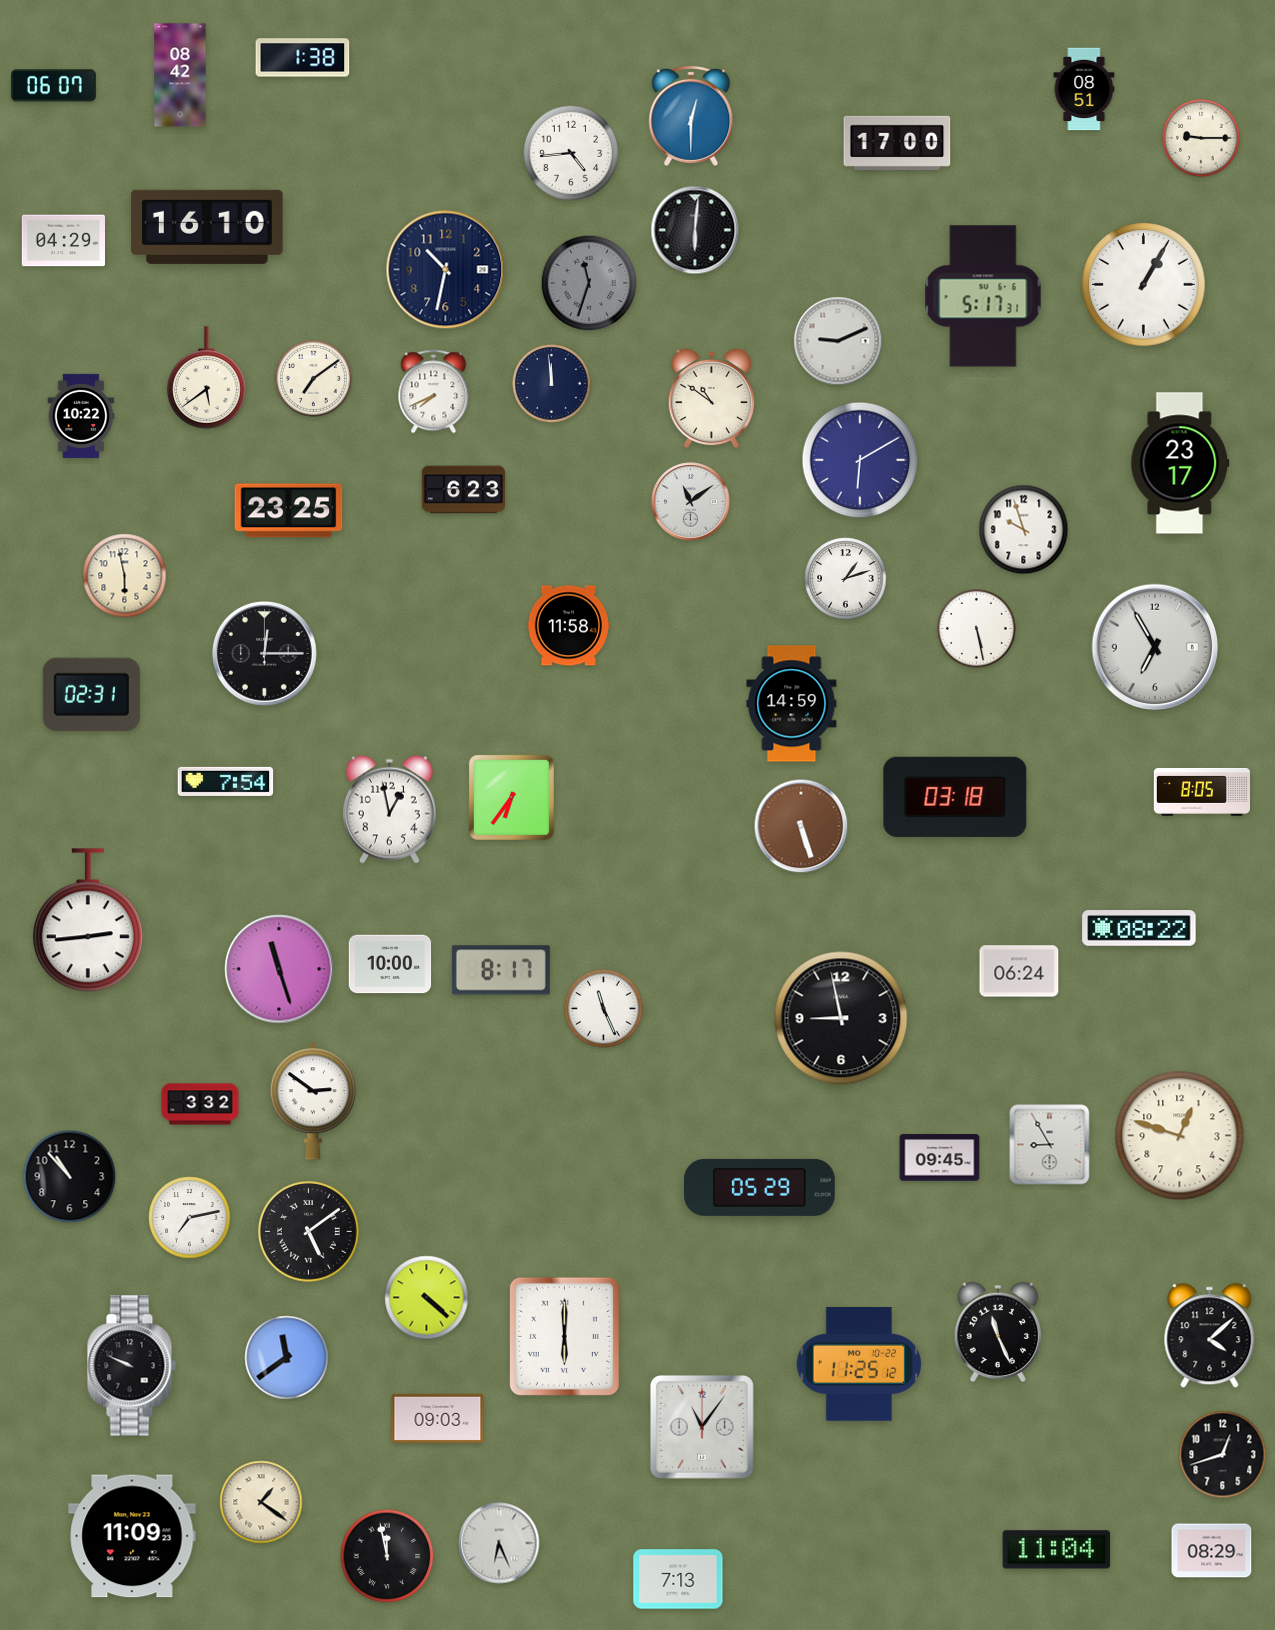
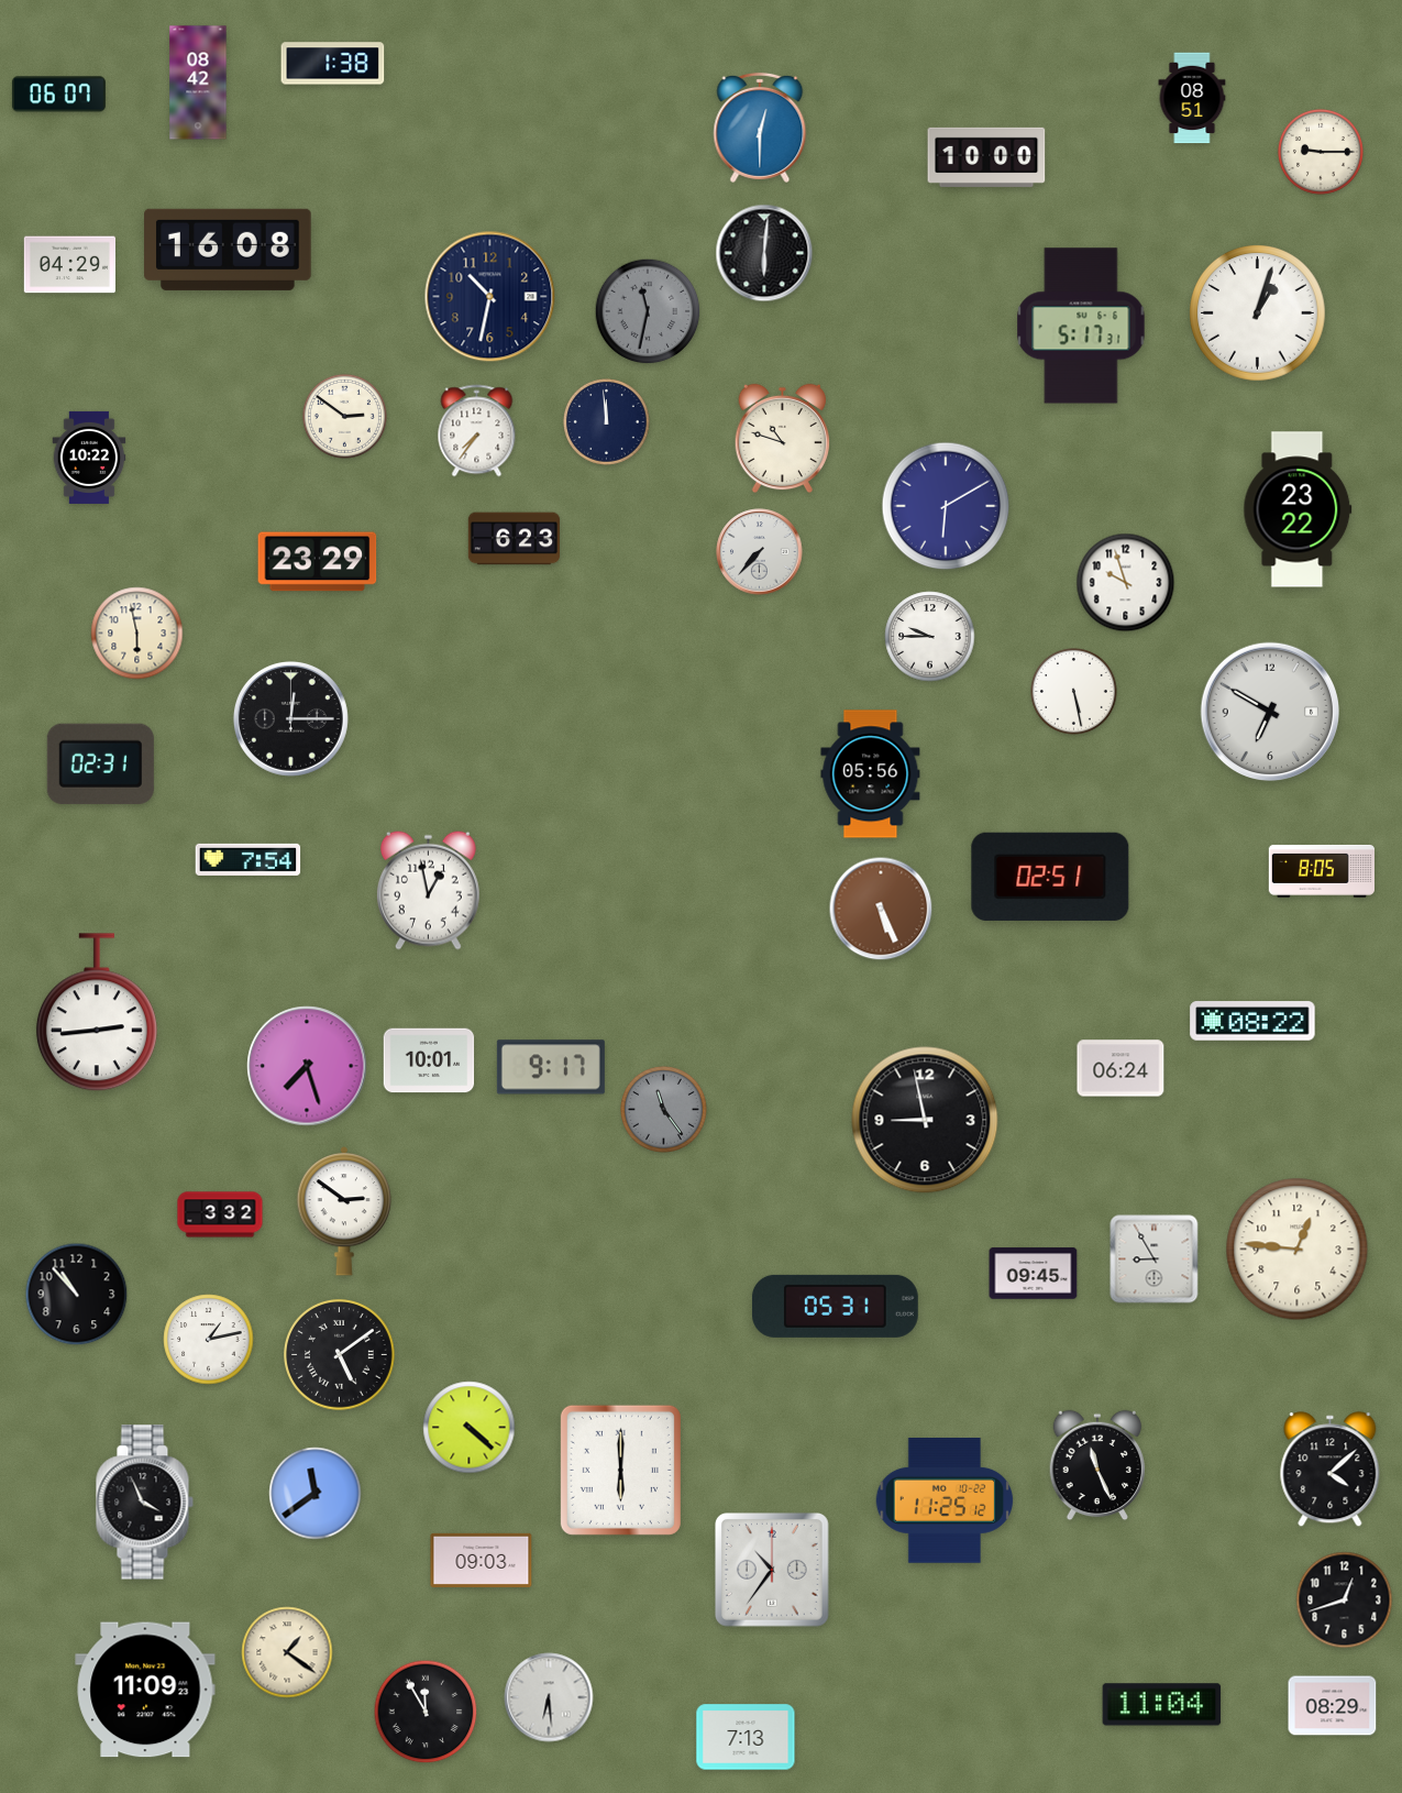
clock at (897, 143): 17:00 -> 10:00
clock at (571, 153): 4:44 -> none
clock at (207, 227): 16:10 -> 16:08
clock at (589, 283): 11:33 -> 11:32
clock at (1144, 285): 1:05 -> 1:03
clock at (838, 341): 9:11 -> none
clock at (207, 378): 5:39 -> none
clock at (313, 378): 7:09 -> 2:51
clock at (434, 392): 7:41 -> 7:36
clock at (711, 399): 10:51 -> 10:48
clock at (1180, 463): 23:17 -> 23:22
clock at (463, 490) position: (463, 490) -> (514, 539)
clock at (691, 502): 11:09 -> 7:37
clock at (289, 511): 23:25 -> 23:29
clock at (846, 579): 1:12 -> 9:45
clock at (568, 626): 11:58 -> none
clock at (1154, 646): 6:55 -> 6:50
clock at (792, 704): 14:59 -> 05:56
clock at (511, 797): 6:36 -> none
clock at (955, 797): 03:18 -> 02:51
clock at (801, 826): 5:27 -> 5:26
clock at (390, 964): 10:00 -> 10:01
clock at (279, 969): 11:27 -> 7:27
clock at (501, 970): 8:17 -> 9:17
clock at (604, 1009): 11:26 -> 11:24
clock at (604, 1009) dial: white -> grey
clock at (1180, 1136): 12:48 -> 12:46
clock at (759, 1187): 05:29 -> 05:31
clock at (190, 1218): 7:13 -> 1:13
clock at (131, 1366): 9:49 -> 3:56
clock at (703, 1428): 11:06 -> 10:36
clock at (499, 1543): 6:26 -> 6:29
clock at (387, 1556): 11:58 -> 11:55
